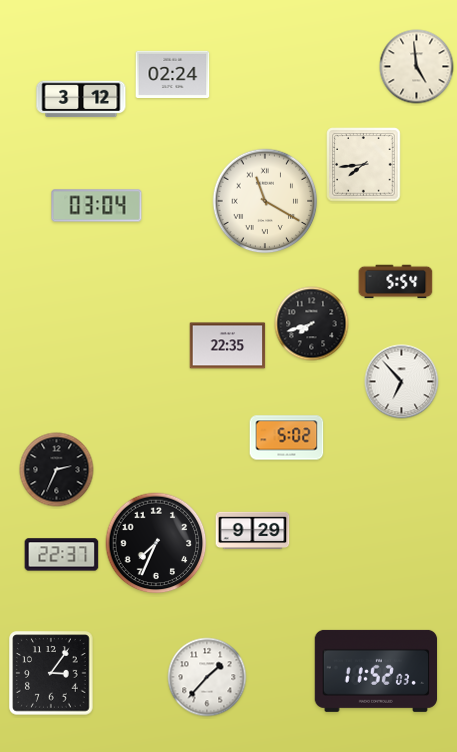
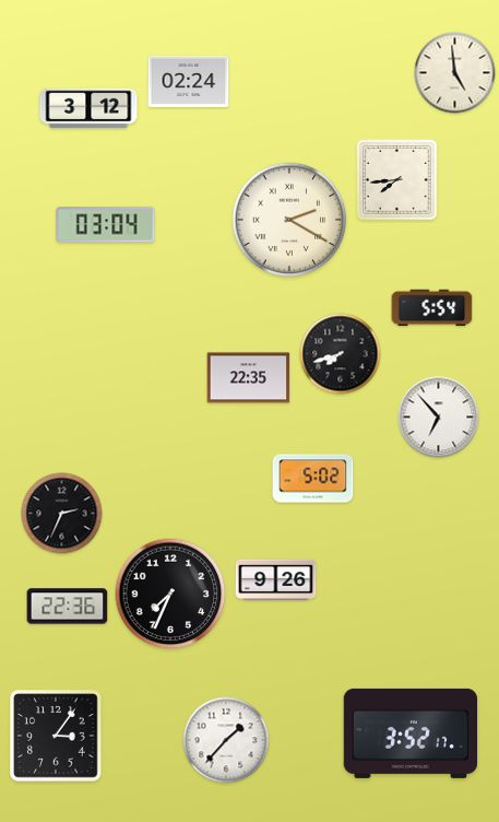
clock at (265, 201): 11:20 -> 2:20
clock at (253, 531): 9:29 -> 9:26
clock at (62, 555): 22:37 -> 22:36
clock at (376, 671): 11:52 -> 3:52
